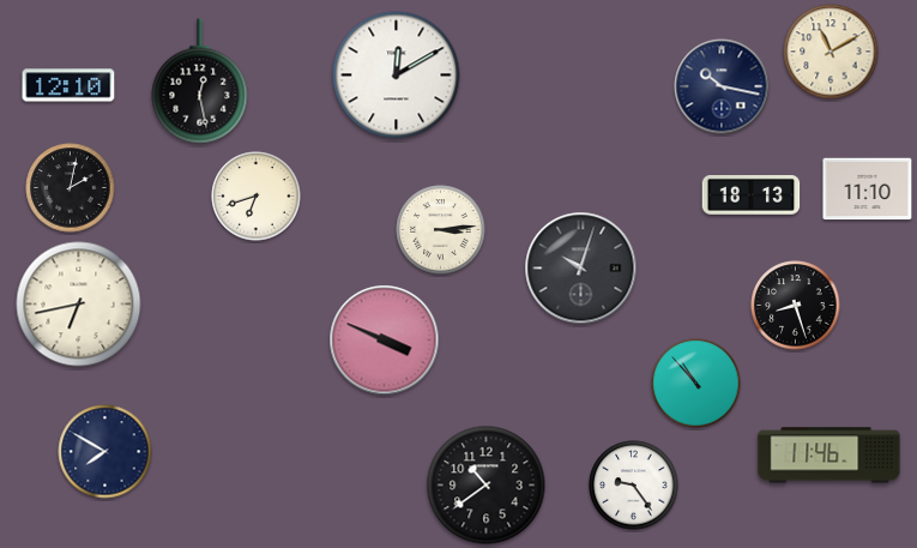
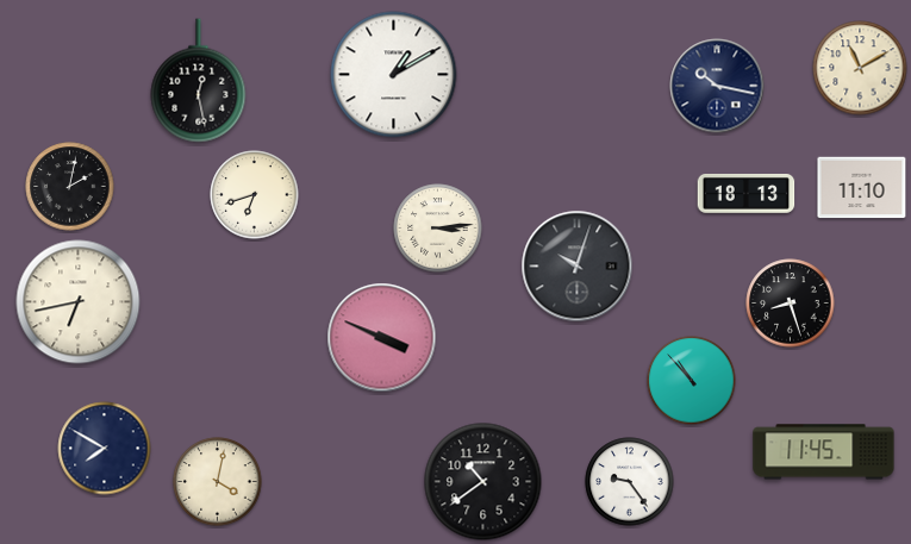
clock at (831, 52) position: (831, 52) -> (860, 68)
clock at (397, 76): 12:10 -> 1:10
clock at (68, 85): 12:10 -> none
clock at (829, 456): 11:46 -> 11:45
clock at (218, 482): none -> 4:02
